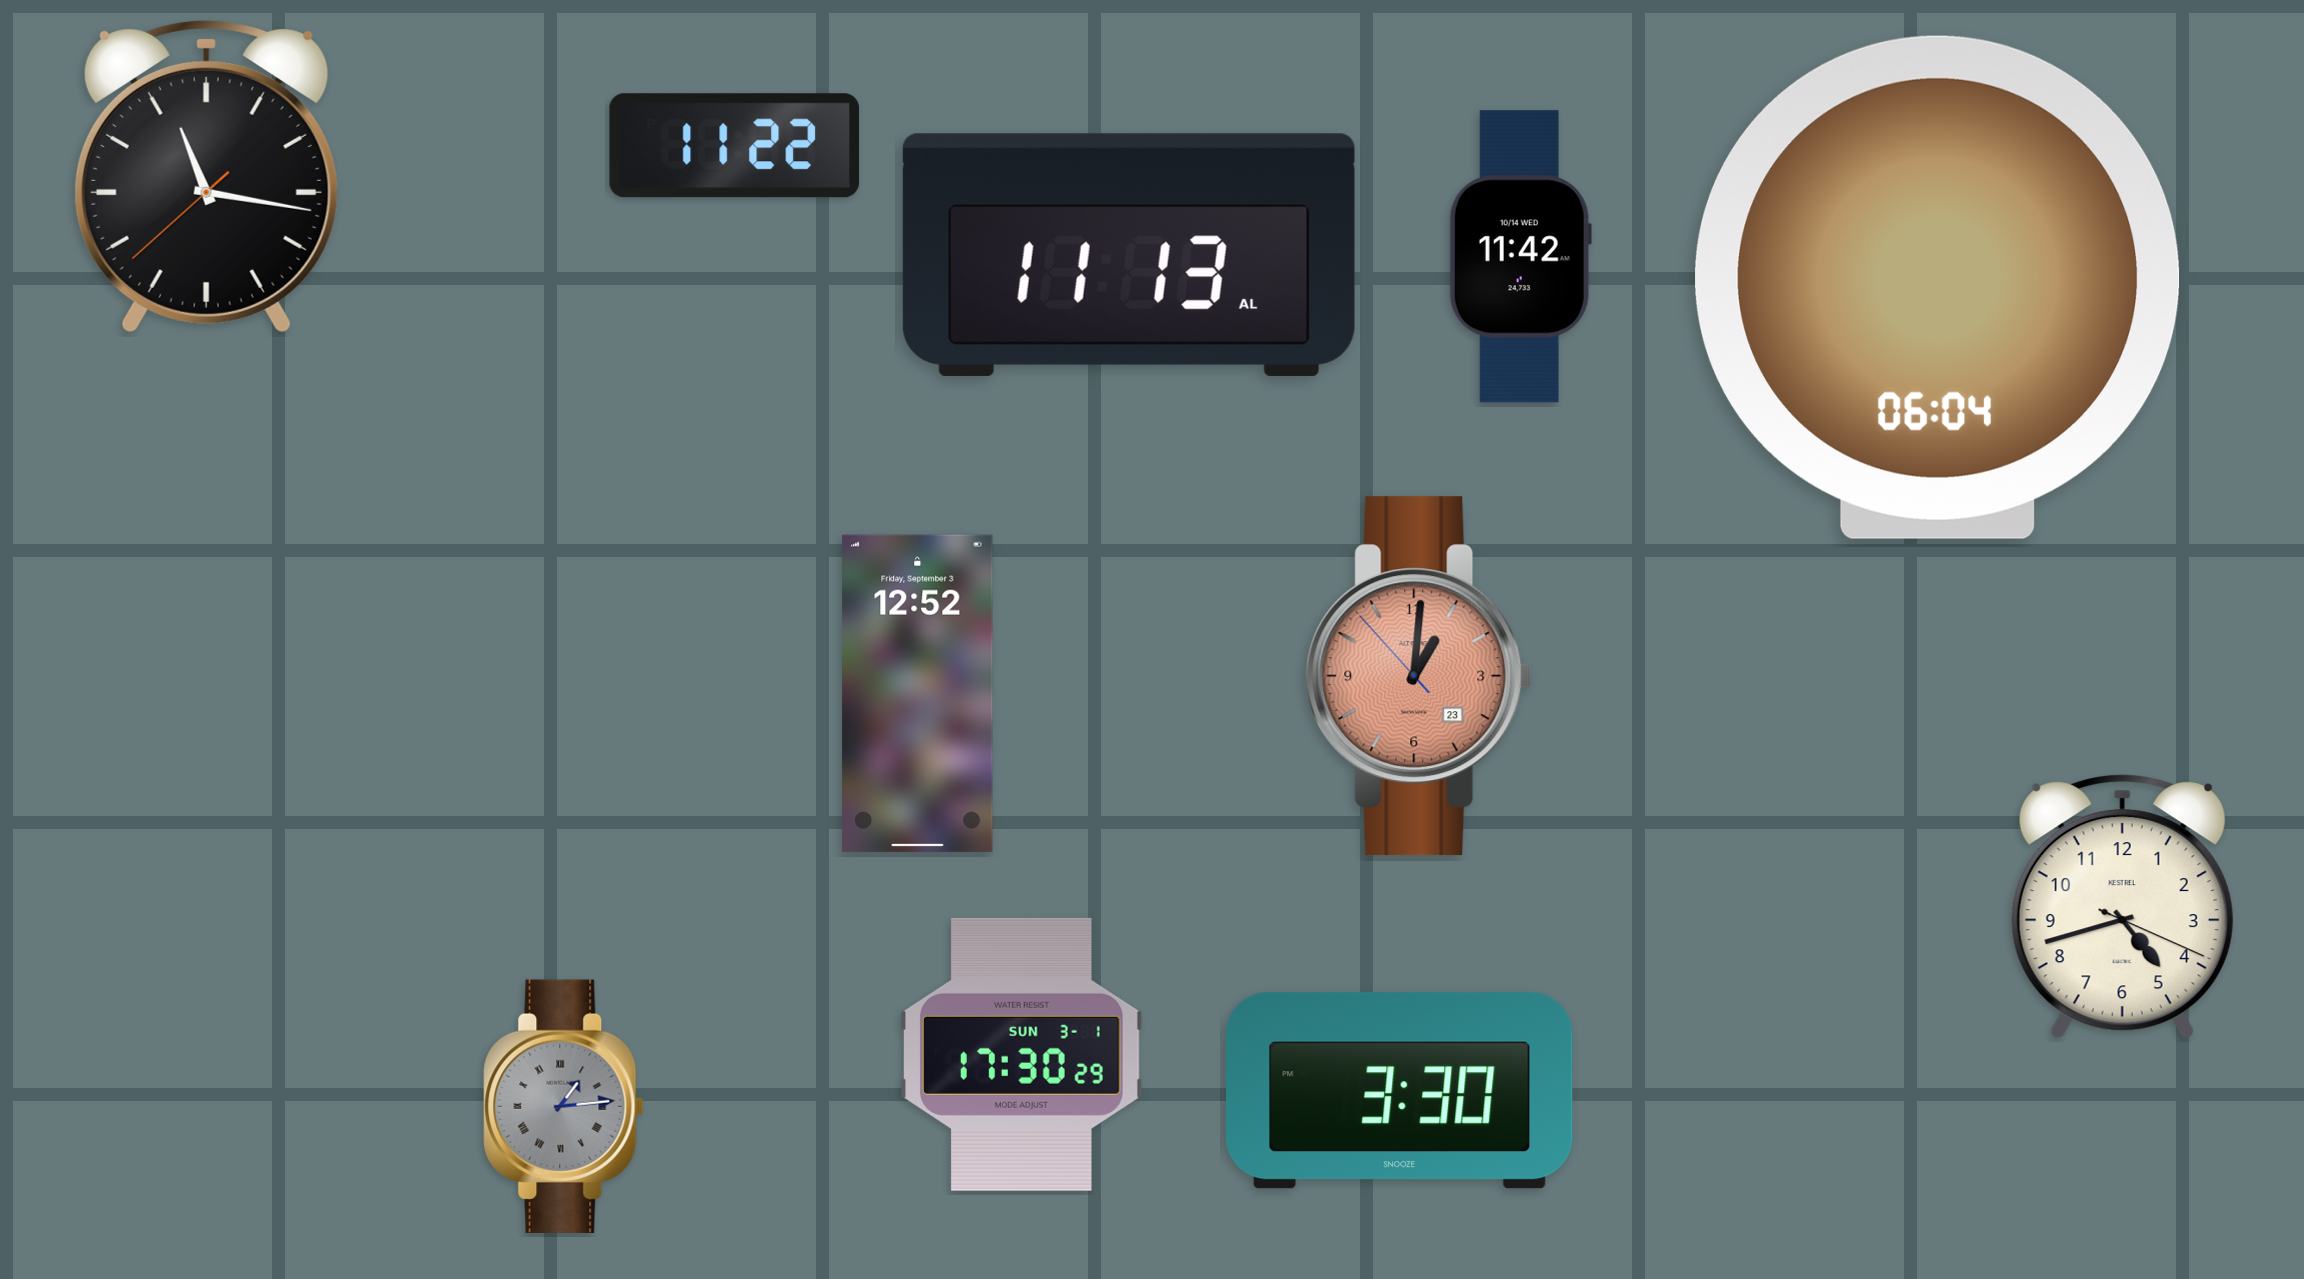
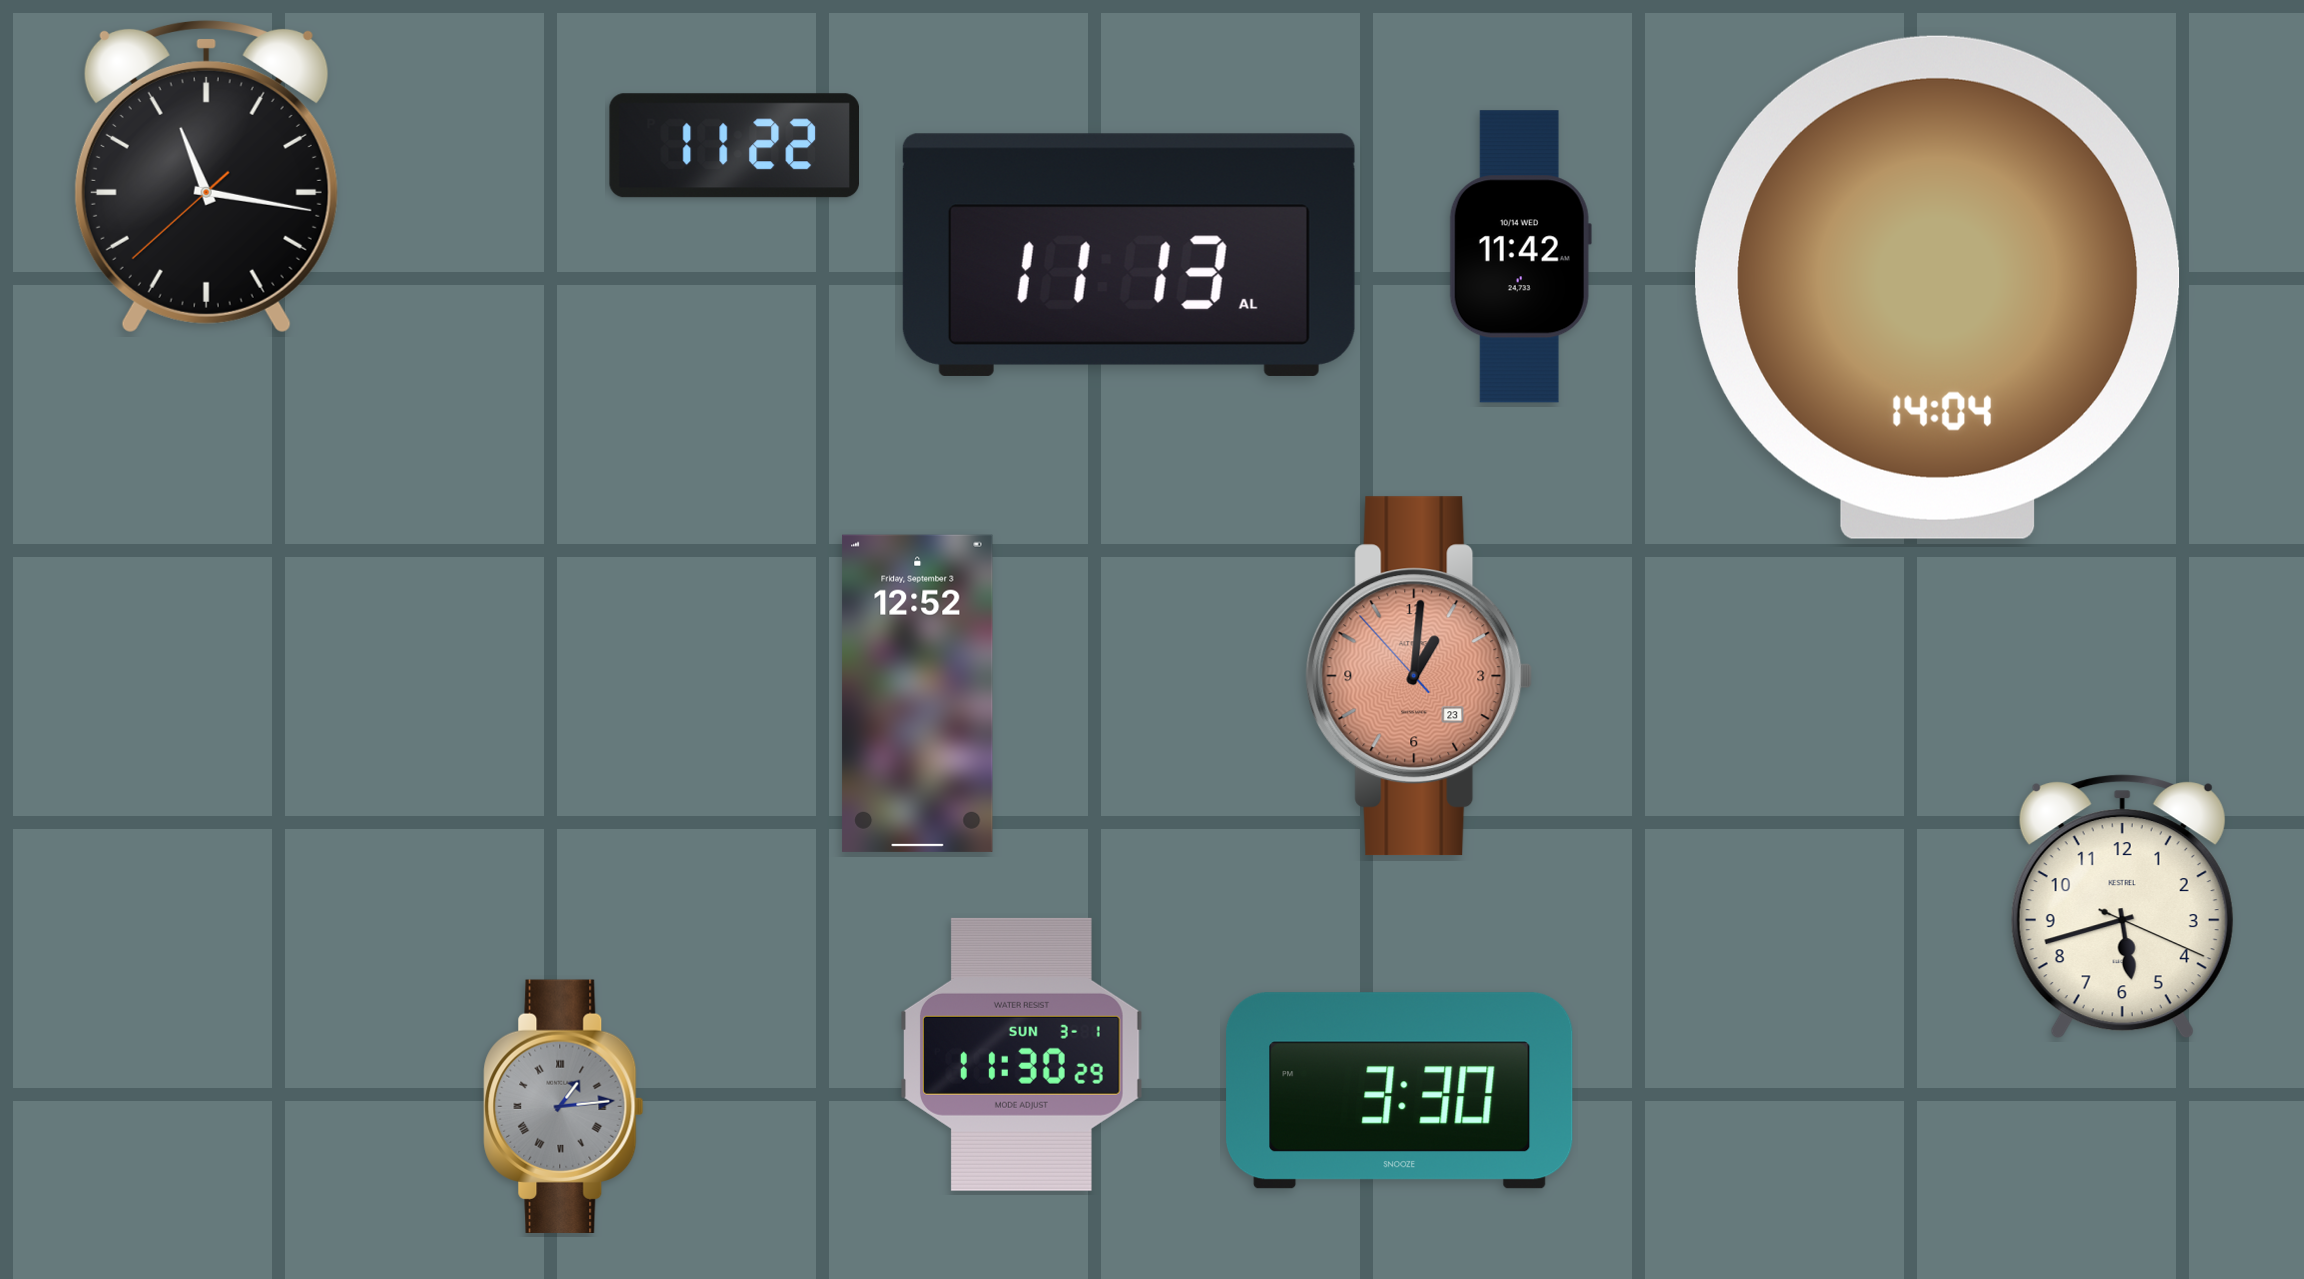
clock at (1938, 287): 06:04 -> 14:04
clock at (2122, 907): 4:42 -> 5:42
clock at (1022, 1054): 17:30 -> 11:30
